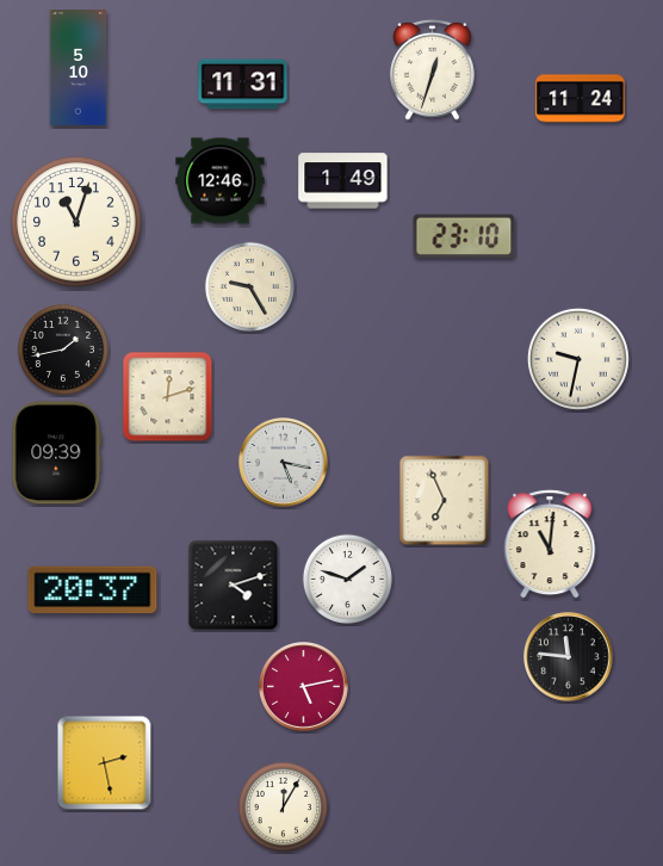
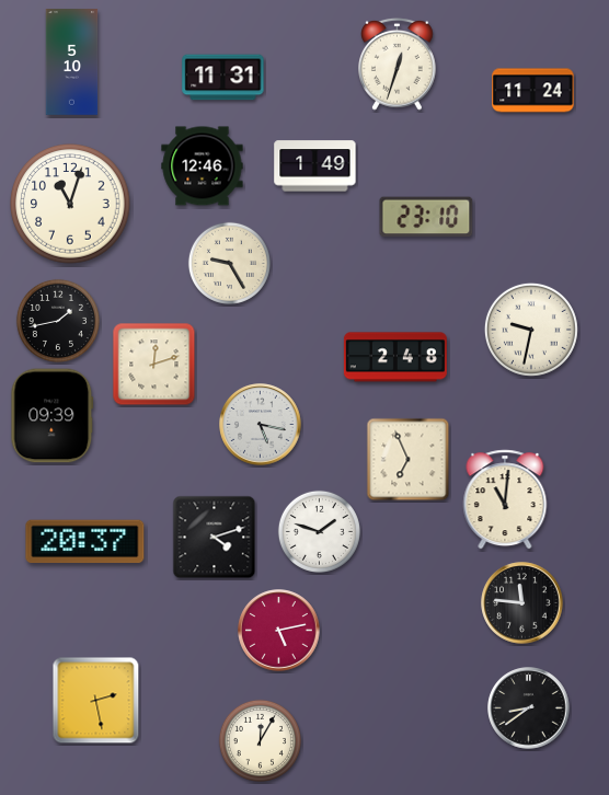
clock at (395, 357): none -> 2:48
clock at (529, 708): none -> 8:39
